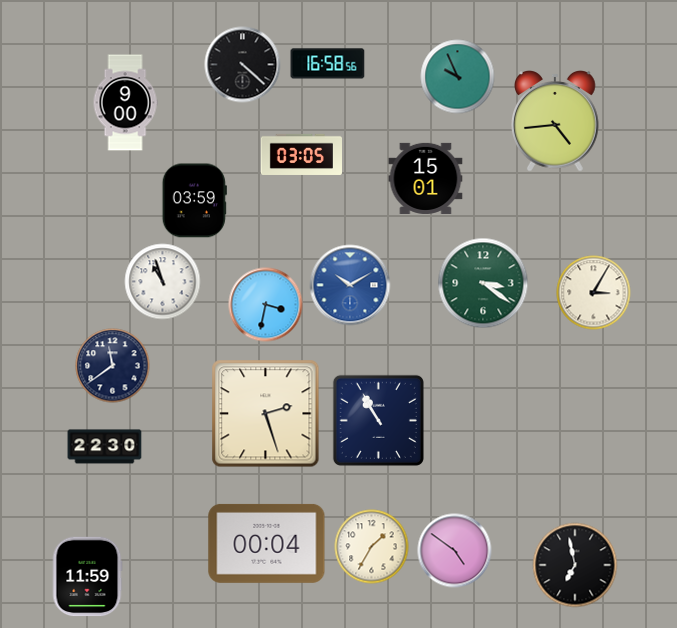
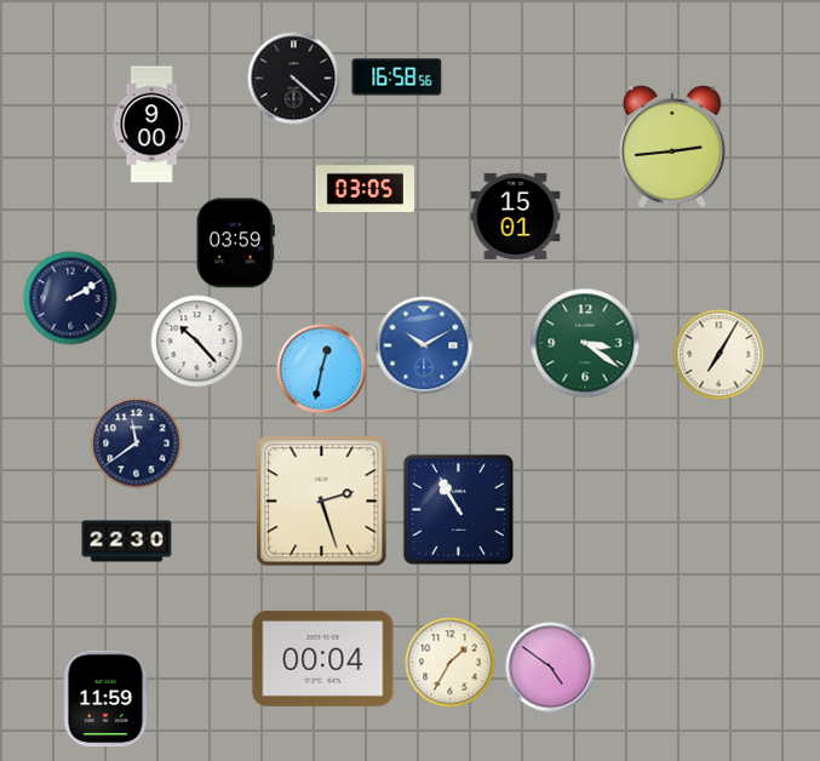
clock at (458, 77): 9:56 -> none
clock at (556, 121): 4:44 -> 2:44
clock at (70, 298): none -> 2:10
clock at (163, 282): 10:57 -> 10:23
clock at (594, 293): 3:05 -> 7:05
clock at (266, 305): 3:32 -> 12:32
clock at (575, 565): 6:58 -> none
